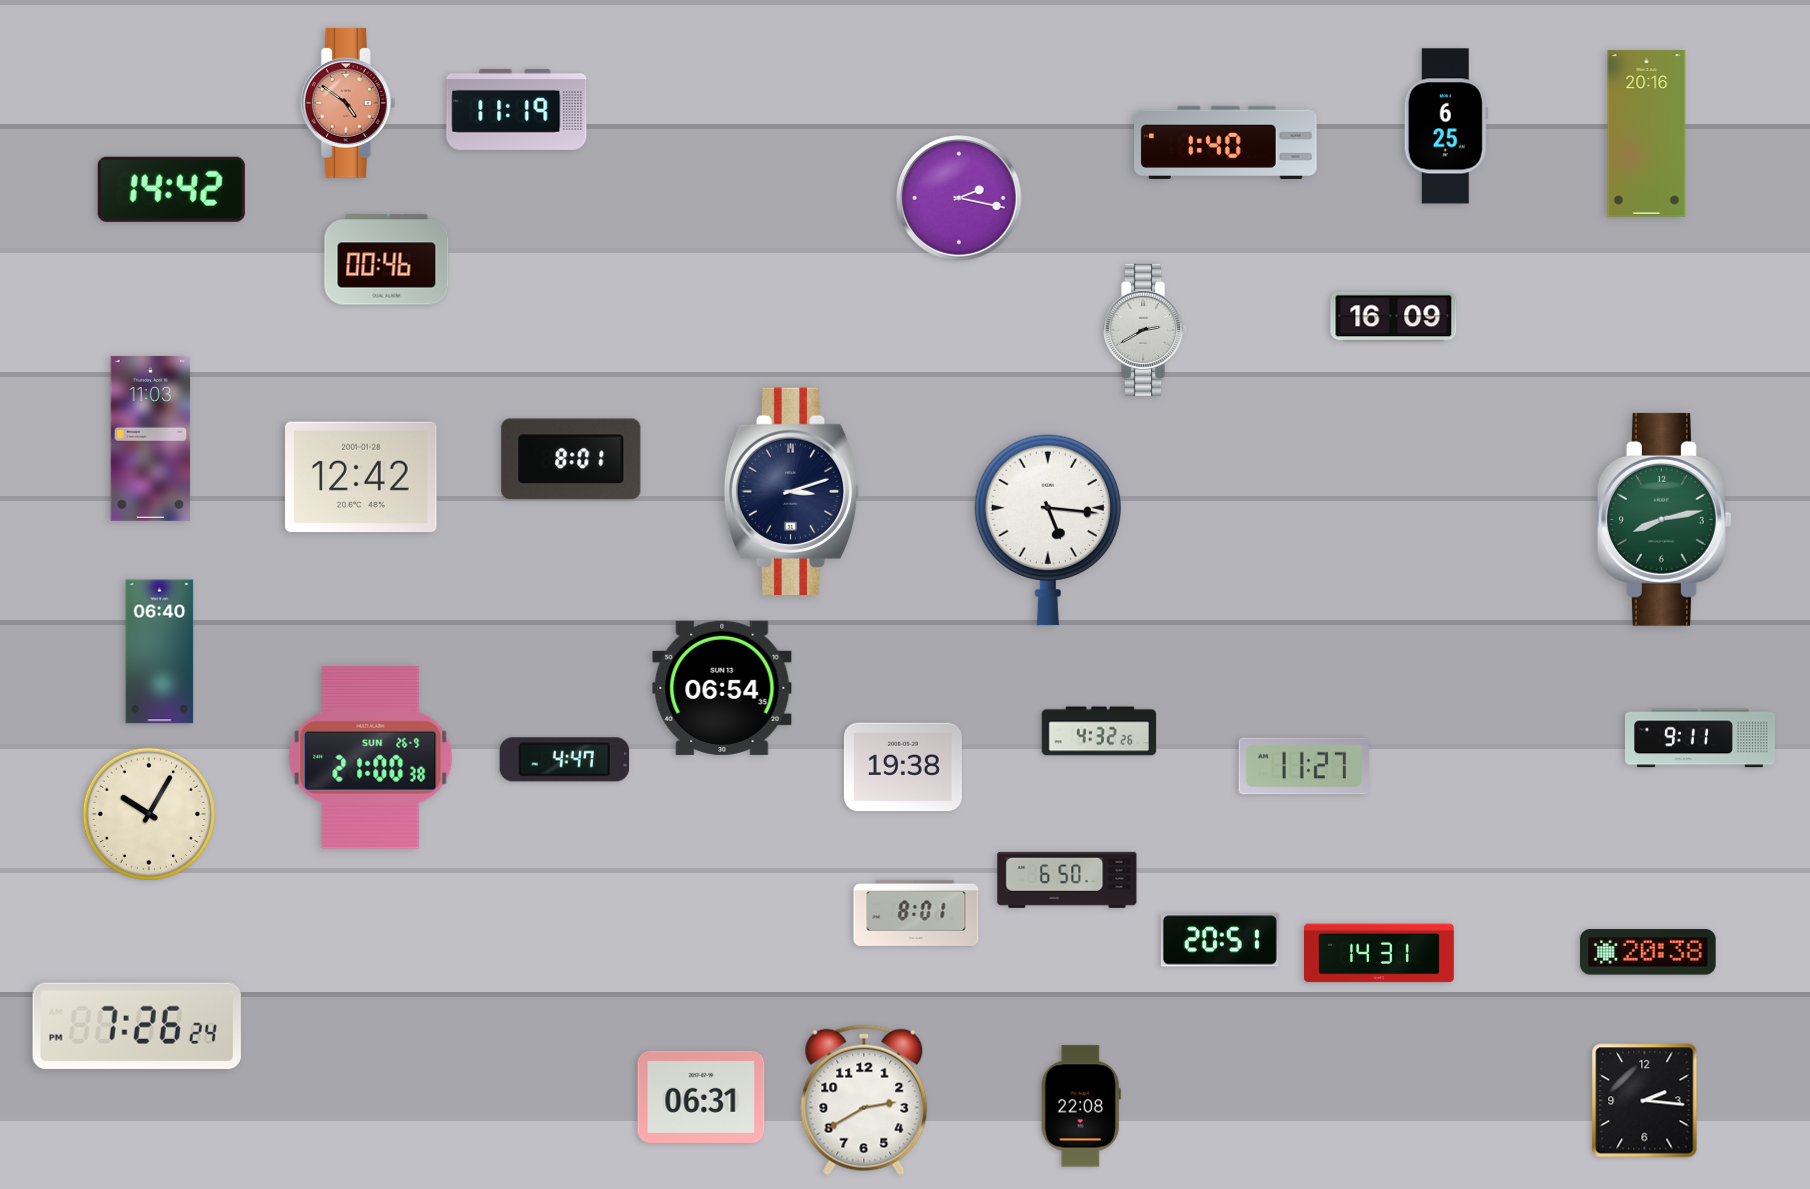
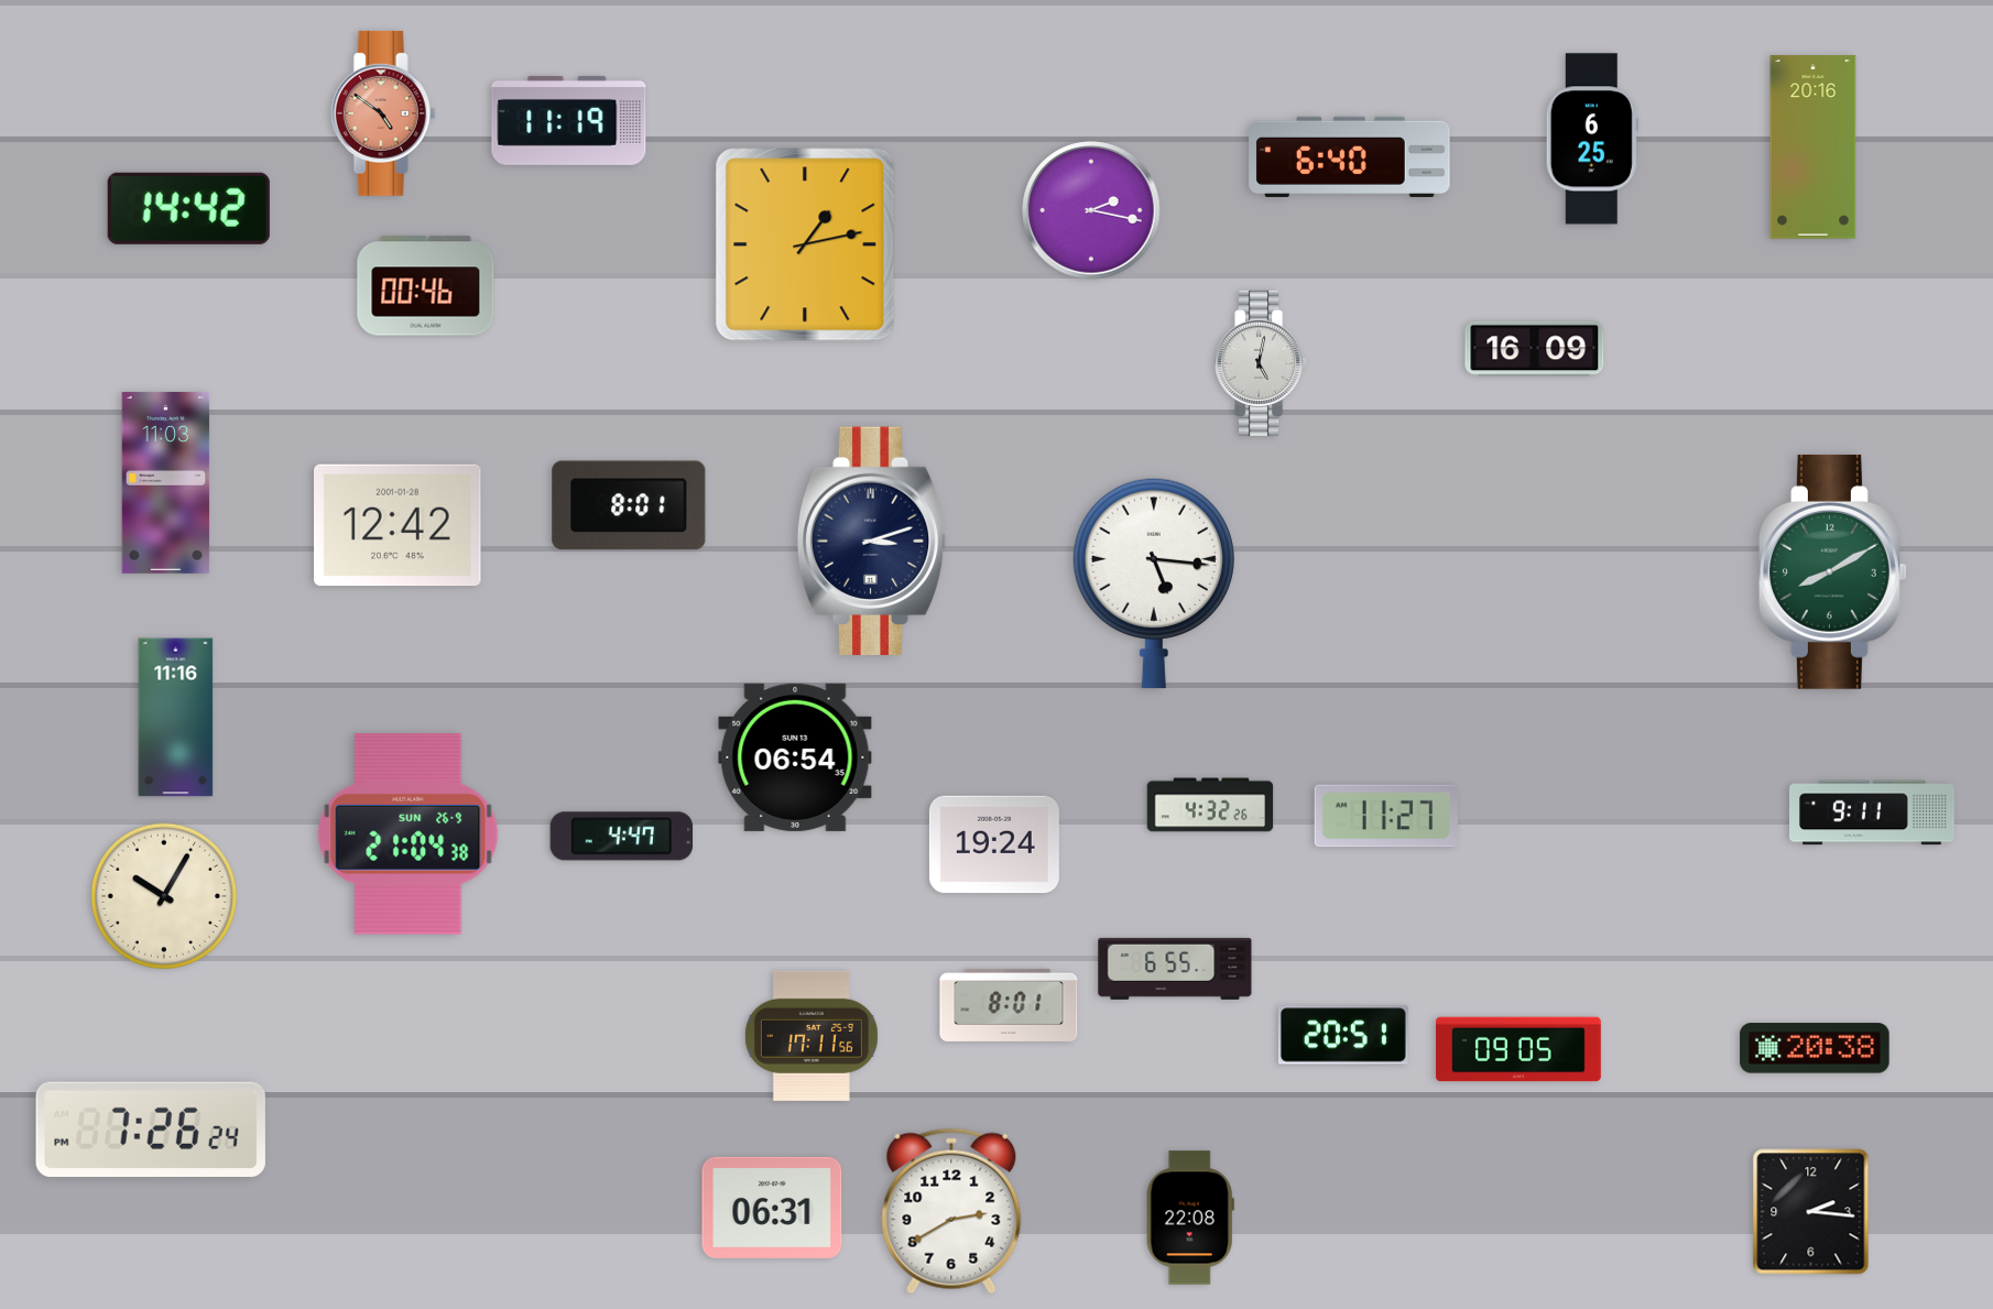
clock at (1226, 142): 1:40 -> 6:40
clock at (959, 198) position: (959, 198) -> (1091, 210)
clock at (805, 244): none -> 1:13
clock at (1146, 330): 2:40 -> 5:02
clock at (1664, 519): 8:13 -> 8:10
clock at (160, 652): 06:40 -> 11:16
clock at (371, 757): 21:00 -> 21:04
clock at (1304, 766) position: (1304, 766) -> (1386, 816)
clock at (903, 767): 19:38 -> 19:24
clock at (1067, 880): 6:50 -> 6:55
clock at (812, 1036): none -> 17:11
clock at (1380, 953): 14:31 -> 09:05
